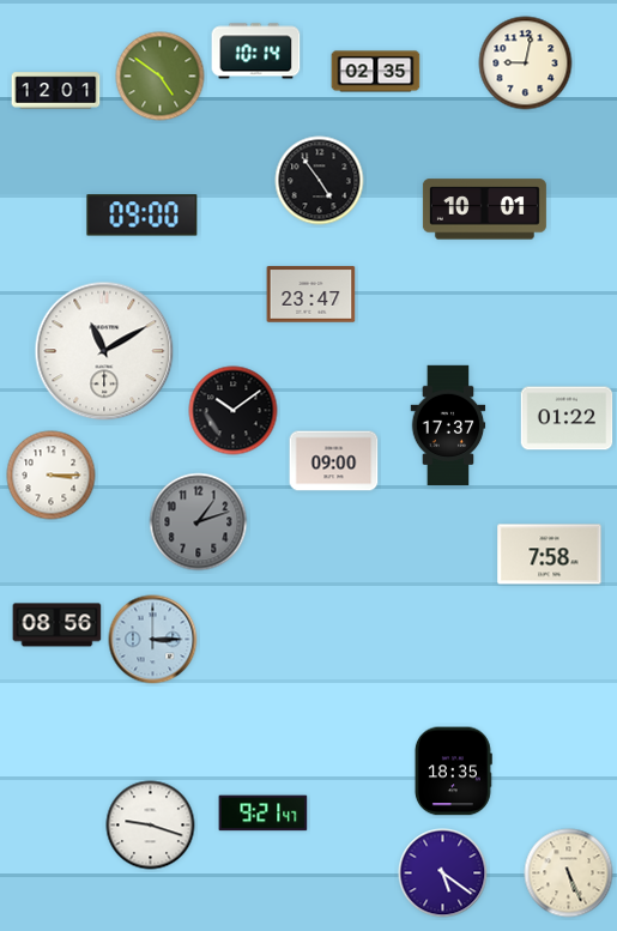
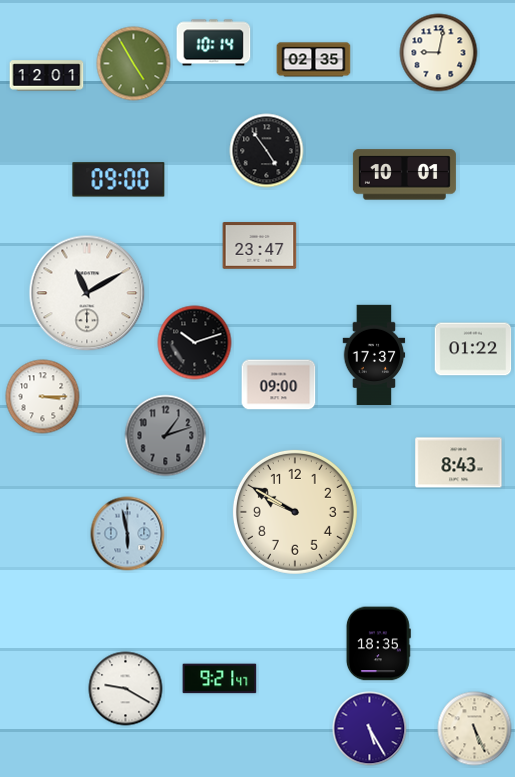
clock at (161, 77): 4:51 -> 4:55
clock at (234, 411): 10:09 -> 10:12
clock at (550, 555): 7:58 -> 8:43
clock at (295, 512): none -> 9:50
clock at (58, 625): 08:56 -> none
clock at (153, 640): 3:15 -> 5:58
clock at (151, 826): 9:18 -> 9:20
clock at (443, 873): 5:21 -> 5:25
